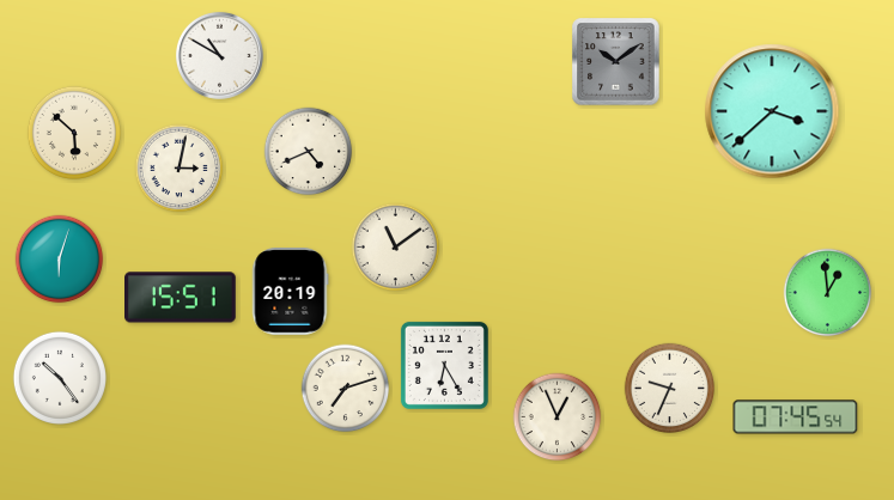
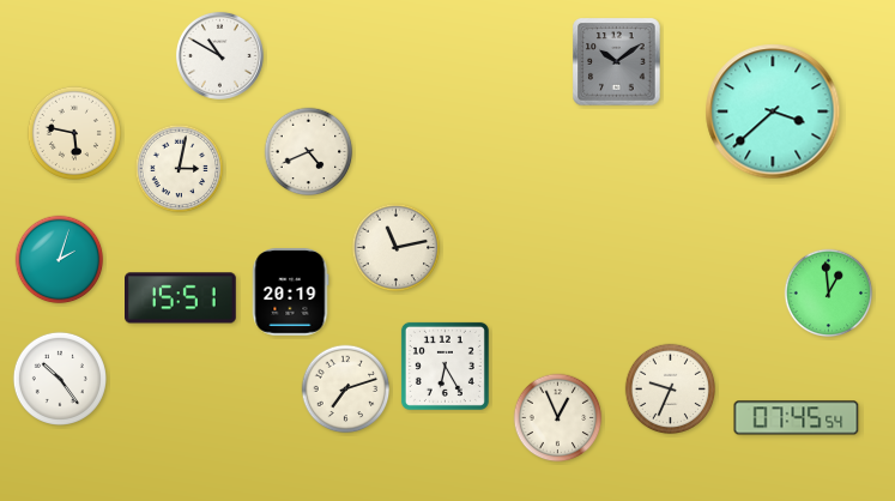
clock at (74, 133): 5:52 -> 5:47
clock at (396, 248): 11:09 -> 11:13
clock at (60, 260): 6:03 -> 2:03
